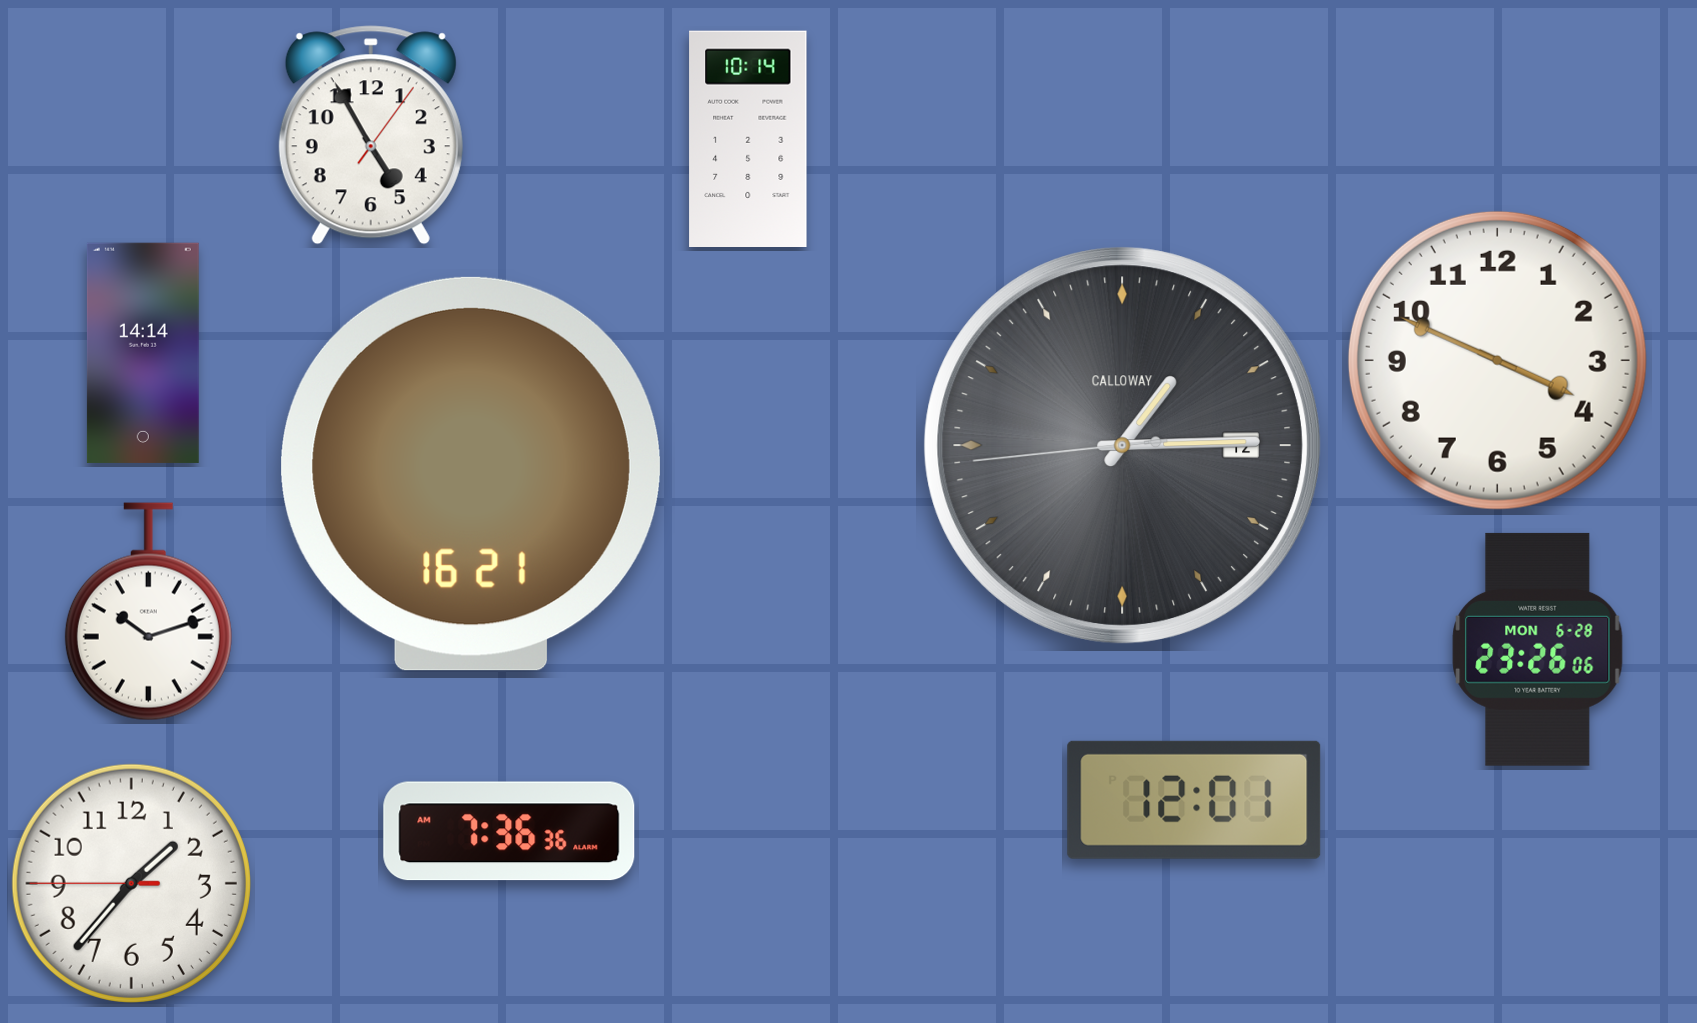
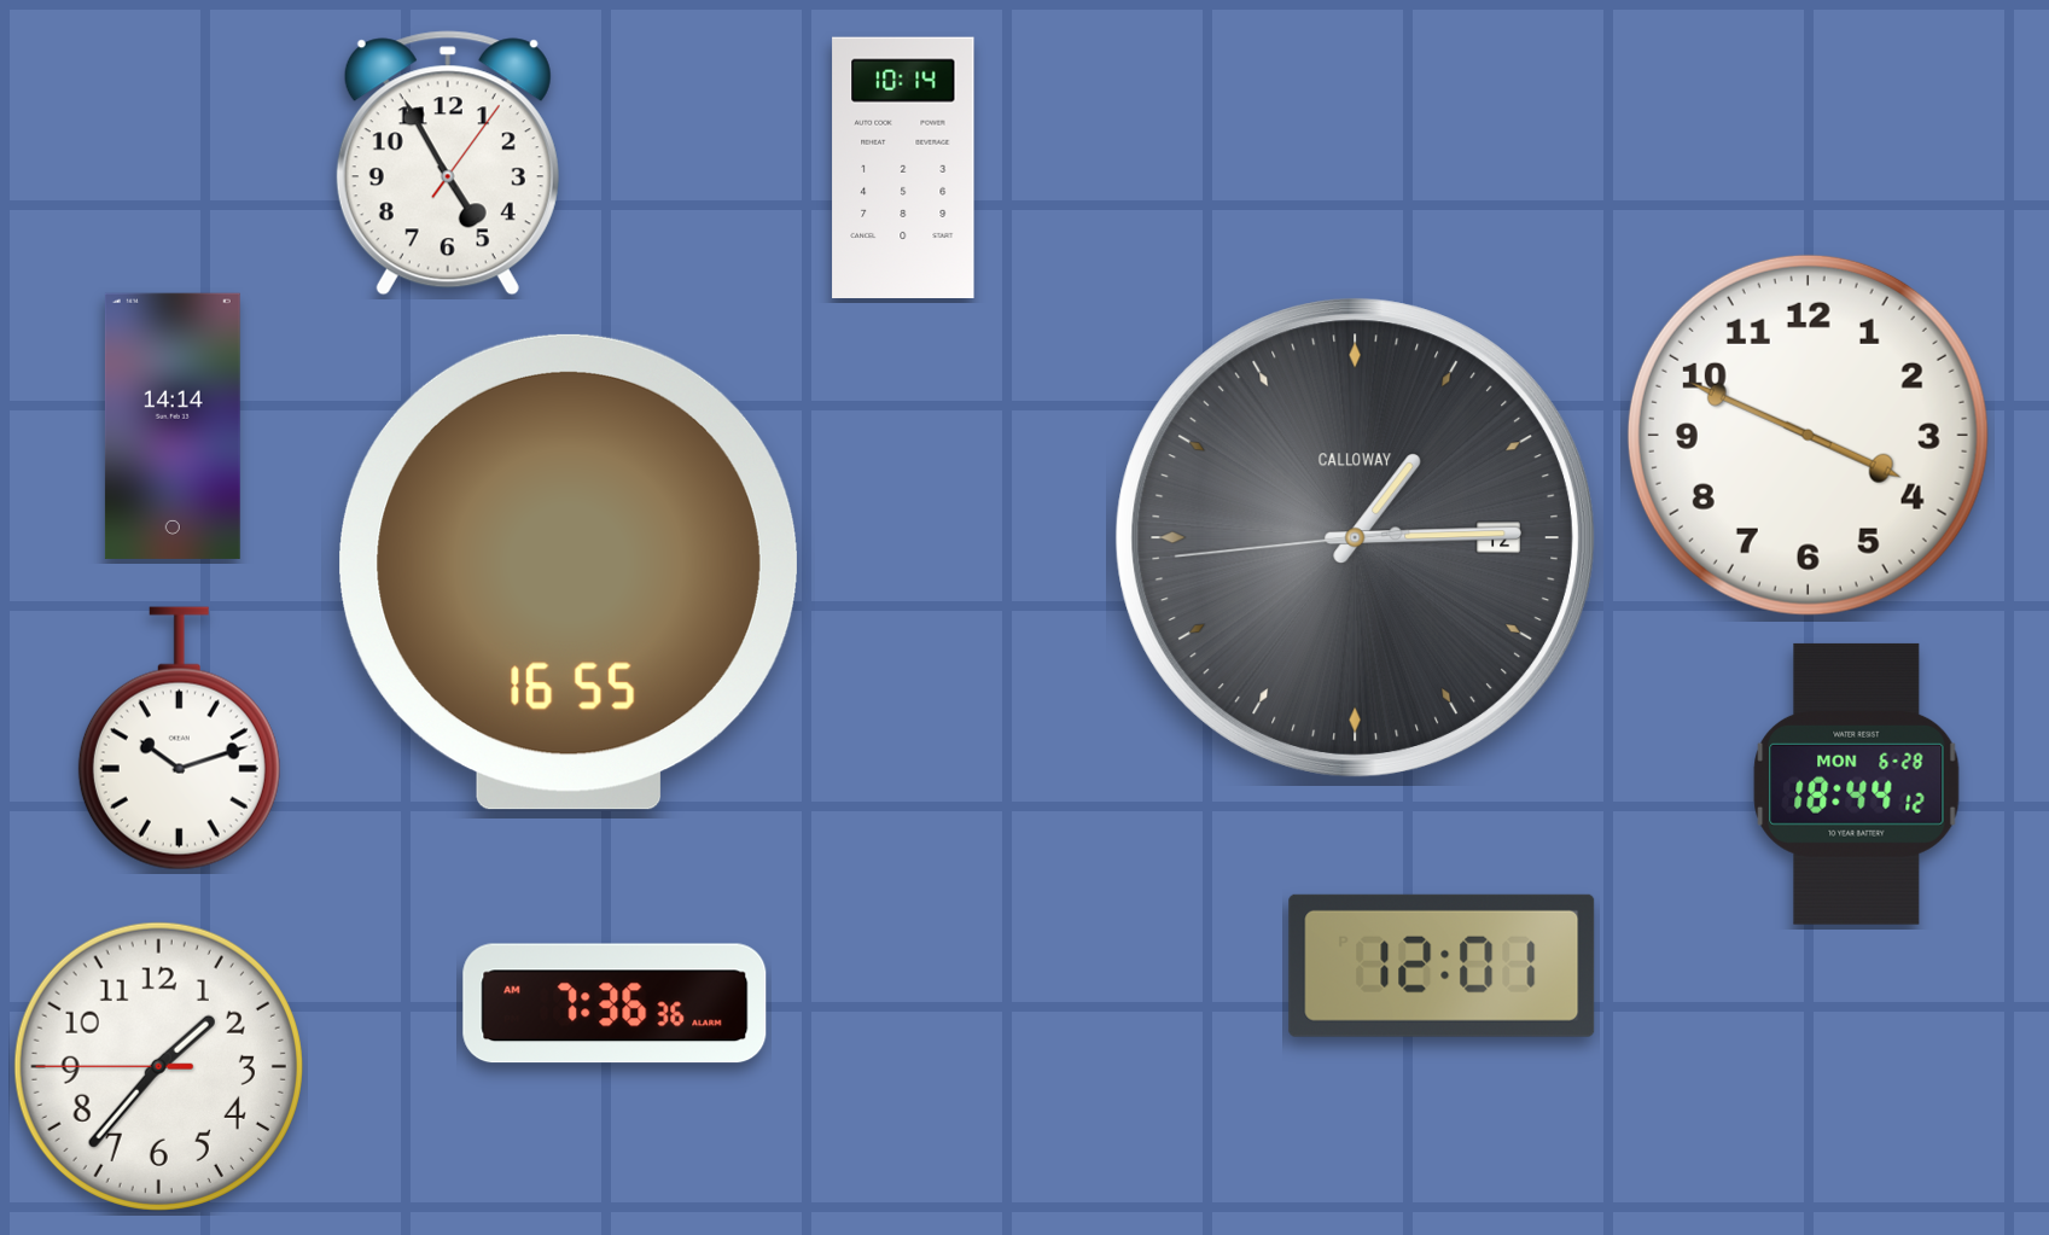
clock at (471, 474): 16:21 -> 16:55
clock at (1538, 649): 23:26 -> 18:44
